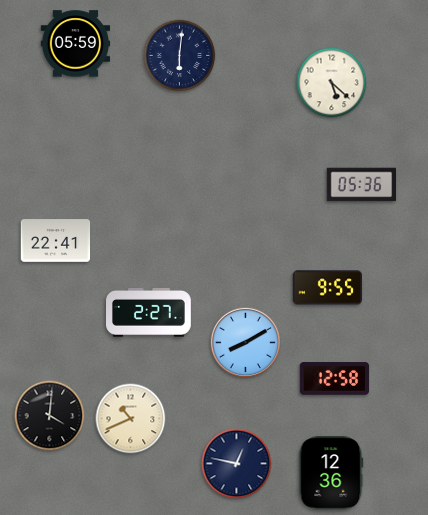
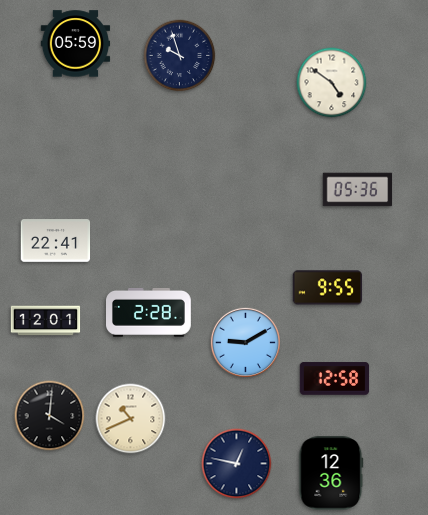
clock at (180, 56): 6:01 -> 9:57
clock at (332, 83): 5:22 -> 4:51
clock at (362, 185) position: (362, 185) -> (358, 190)
clock at (149, 312): 2:27 -> 2:28
clock at (46, 321): none -> 12:01
clock at (245, 342): 8:10 -> 9:10
